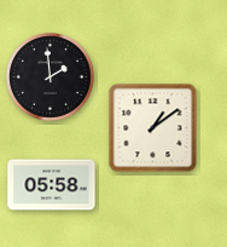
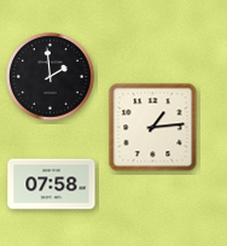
clock at (153, 128): 1:09 -> 1:14
clock at (52, 185): 05:58 -> 07:58
